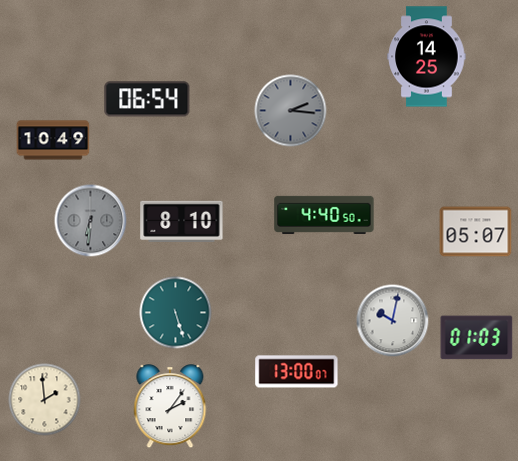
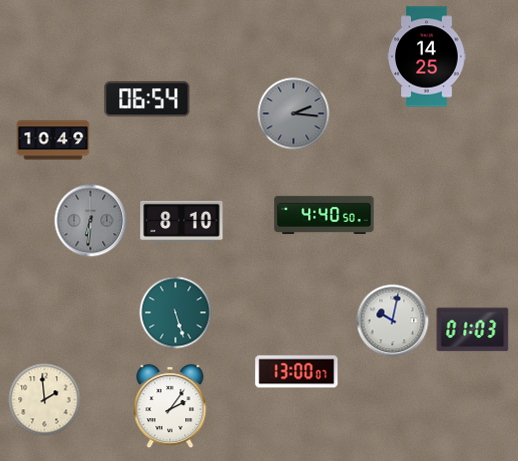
clock at (291, 111) position: (291, 111) -> (294, 114)
clock at (476, 232): 05:07 -> none
clock at (477, 338) position: (477, 338) -> (473, 330)
